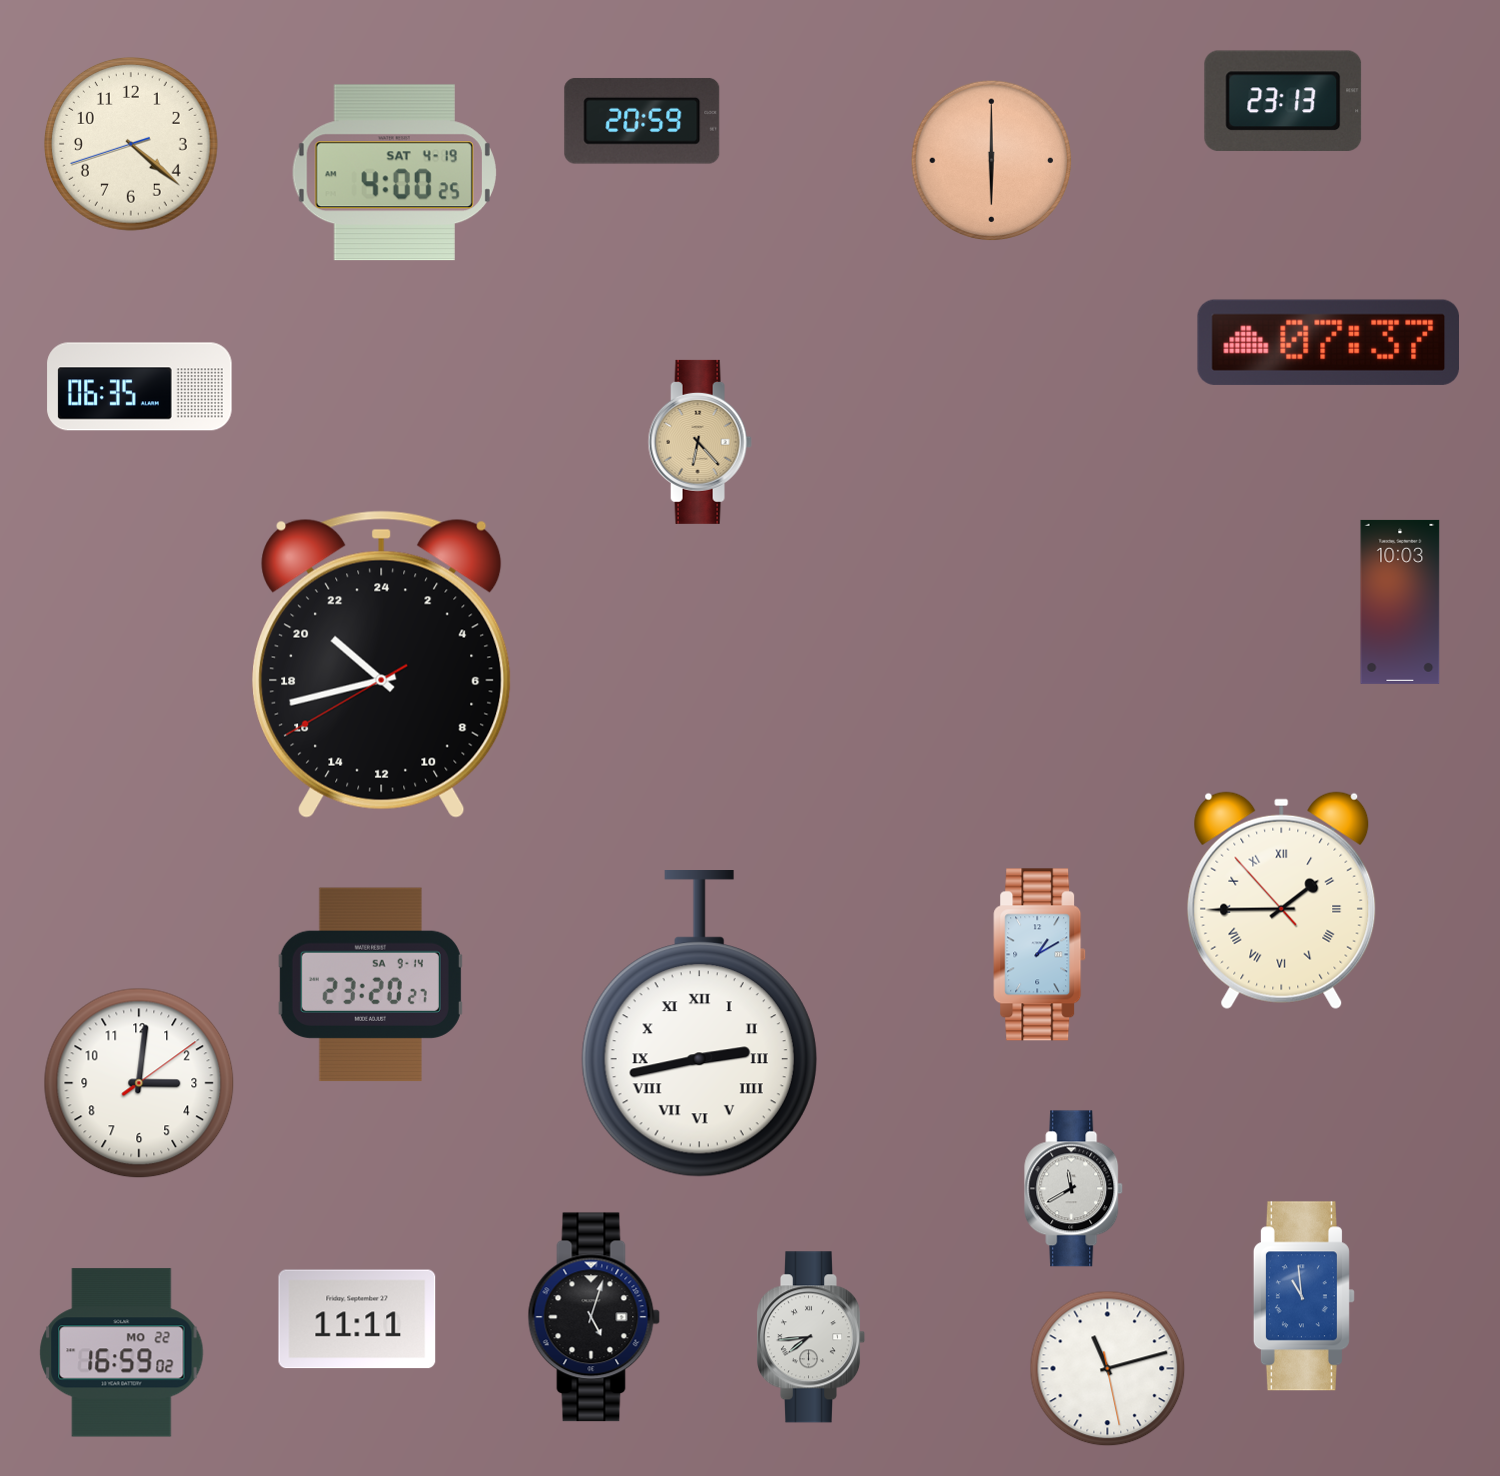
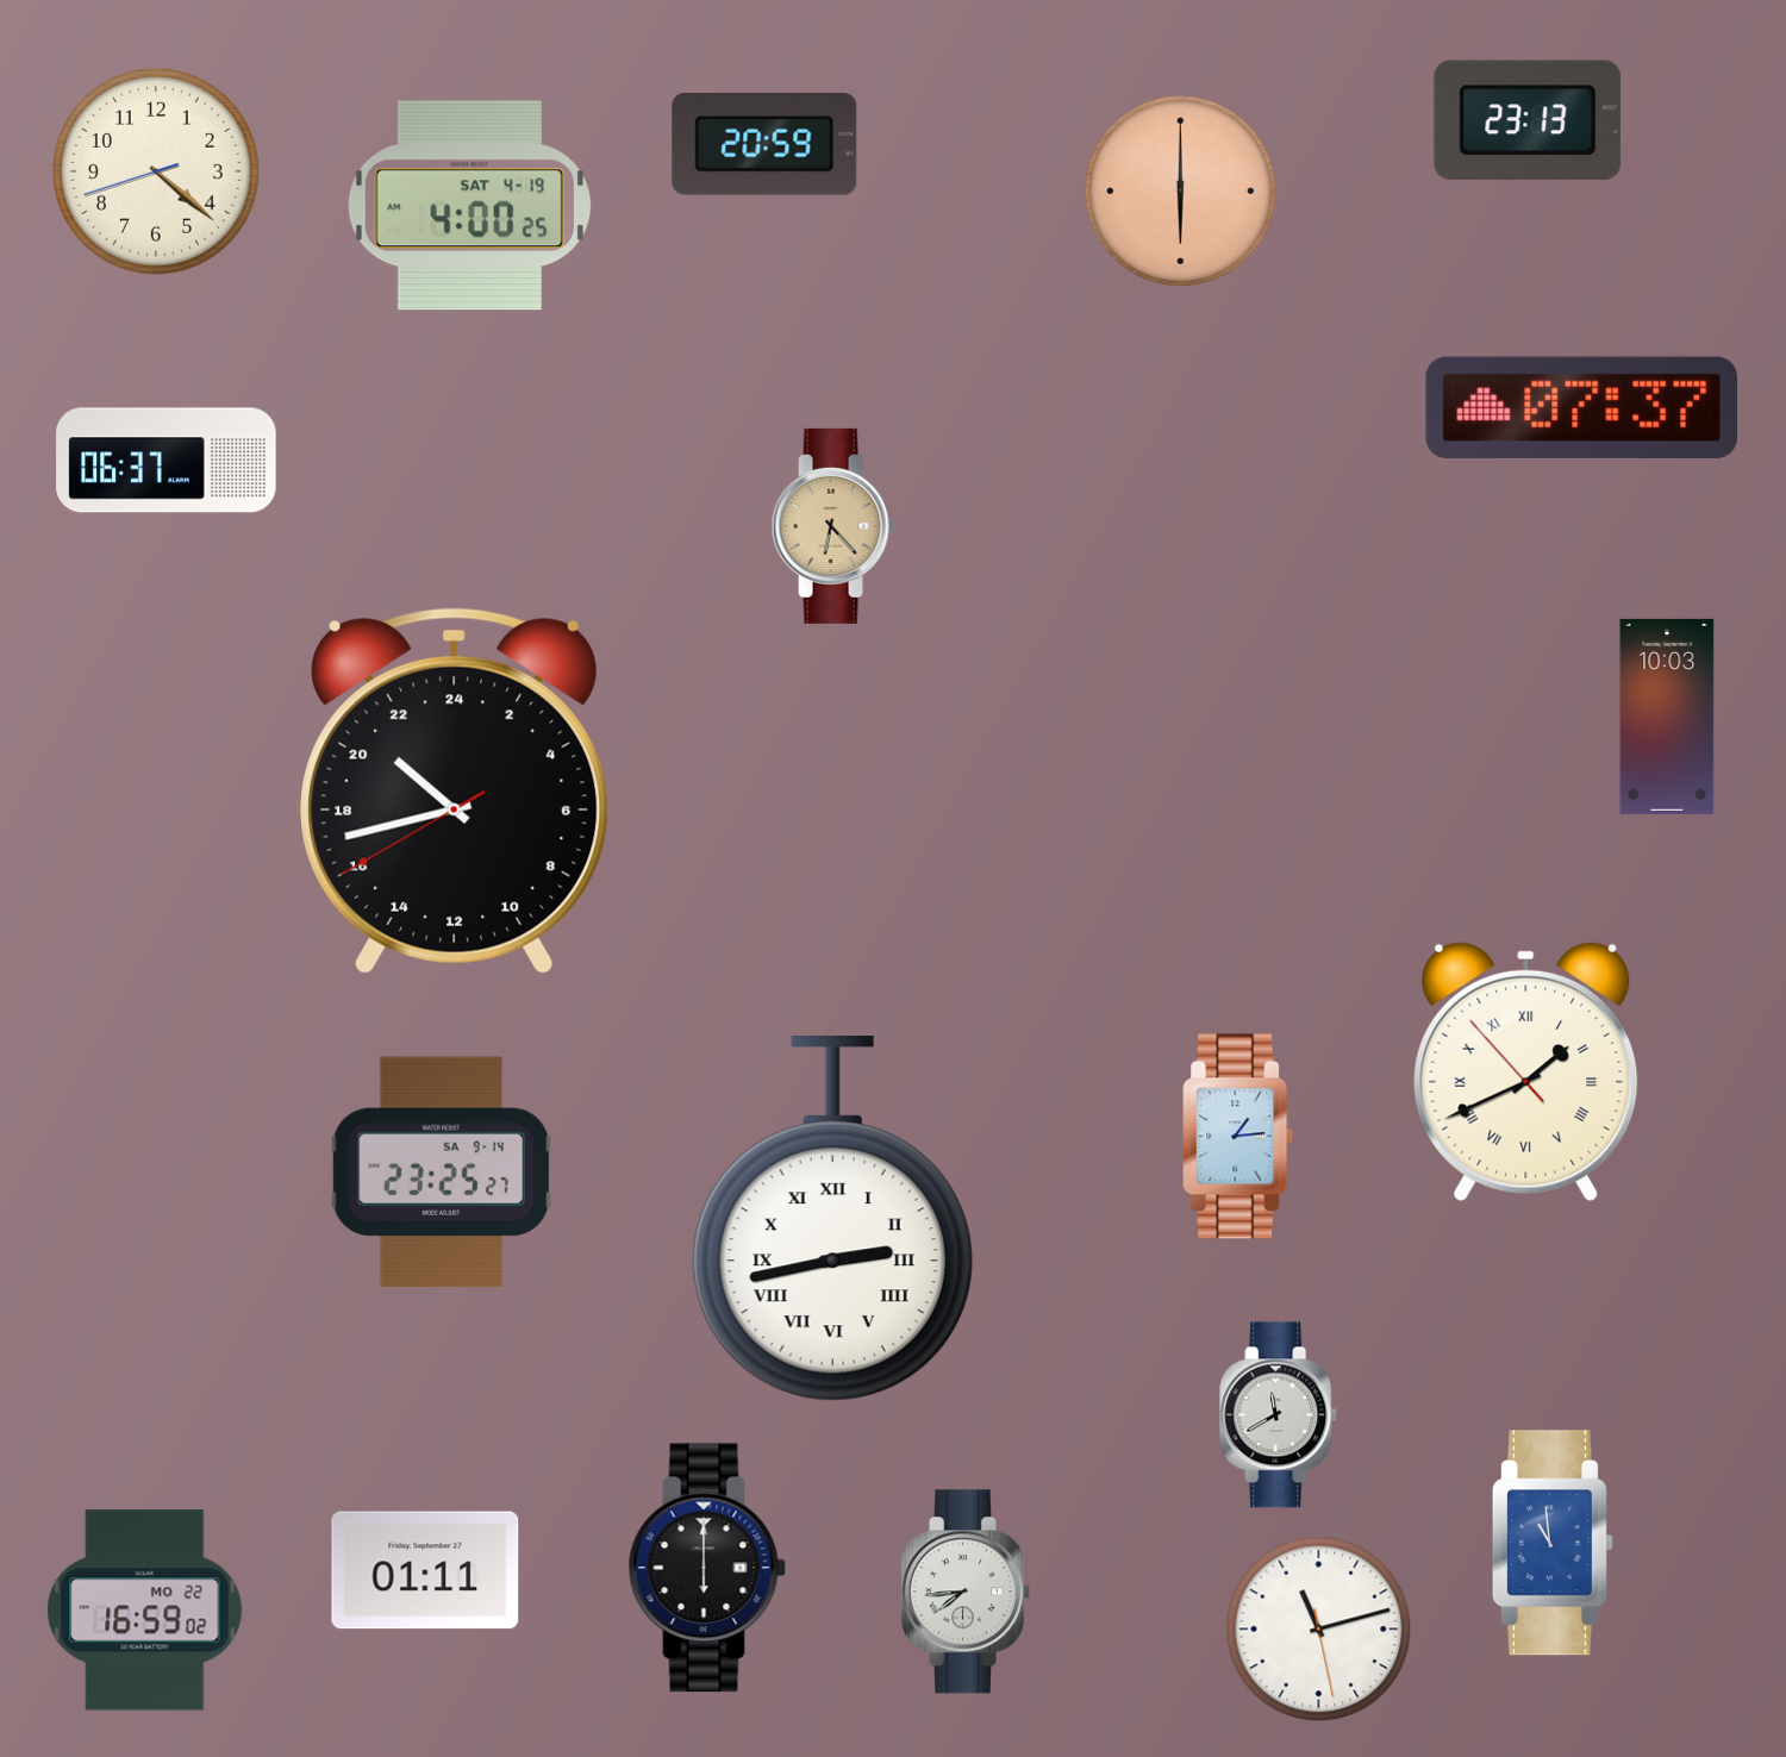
clock at (140, 387): 06:35 -> 06:37
clock at (1282, 901): 1:44 -> 1:40
clock at (1040, 955): 1:10 -> 1:14
clock at (370, 985): 23:20 -> 23:25
clock at (139, 1083): 3:01 -> none
clock at (594, 1317): 5:03 -> 6:00
clock at (357, 1319): 11:11 -> 01:11
